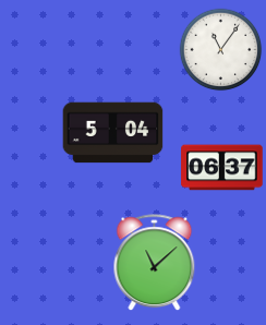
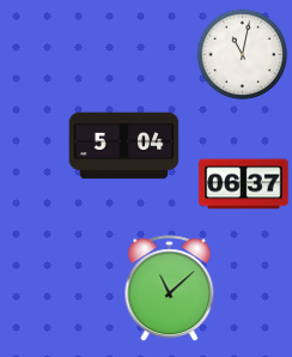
clock at (221, 50): 11:06 -> 11:02
